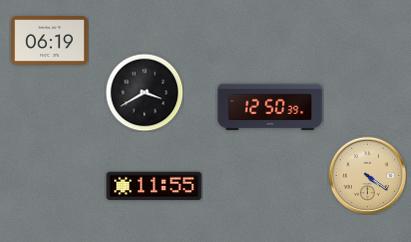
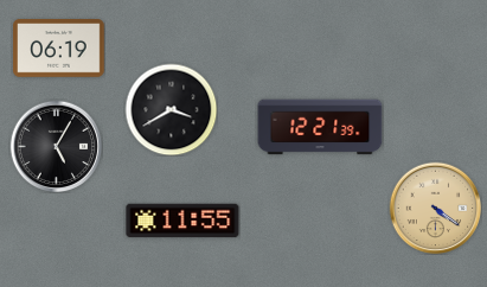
clock at (270, 107): 12:50 -> 12:21
clock at (56, 146): none -> 5:05
